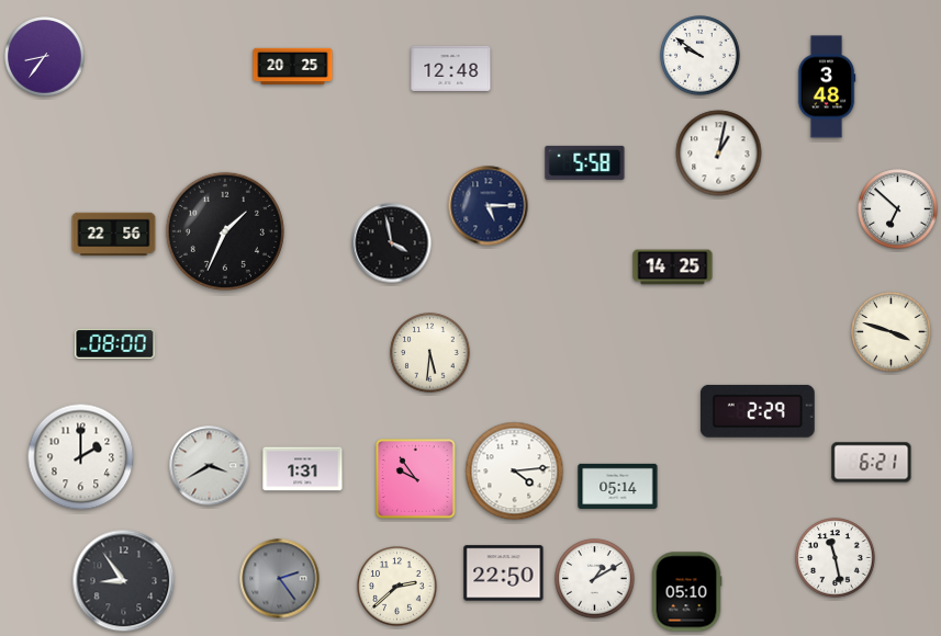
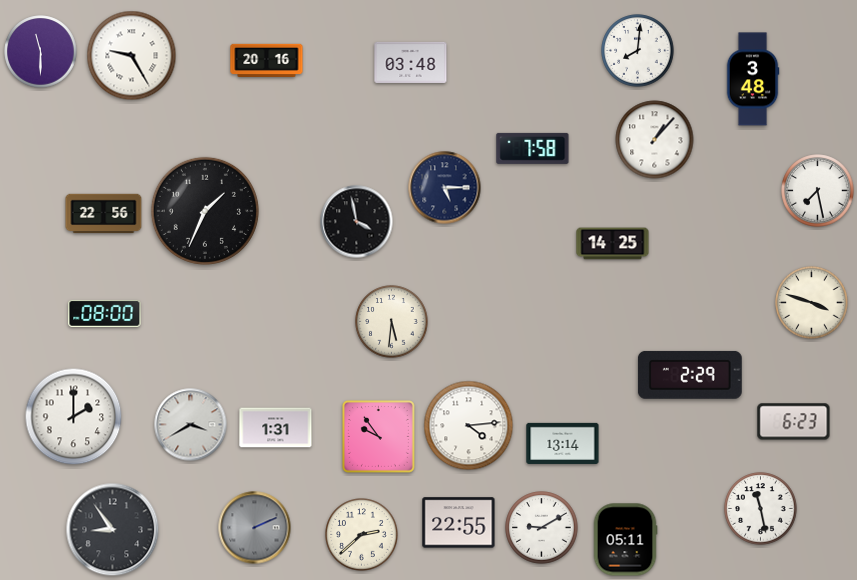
clock at (701, 56): 9:51 -> 8:01
clock at (45, 57): 8:36 -> 11:30
clock at (132, 56): none -> 9:25
clock at (293, 67): 20:25 -> 20:16
clock at (451, 68): 12:48 -> 03:48
clock at (719, 154): 1:02 -> 1:07
clock at (585, 162): 5:58 -> 7:58
clock at (898, 209): 6:52 -> 7:28
clock at (872, 463): 6:21 -> 6:23
clock at (515, 472) position: (515, 472) -> (469, 426)
clock at (618, 486): 05:14 -> 13:14
clock at (504, 573): 22:50 -> 22:55
clock at (280, 579): 2:24 -> 2:11
clock at (595, 579): 1:10 -> 9:10
clock at (686, 592): 05:10 -> 05:11
